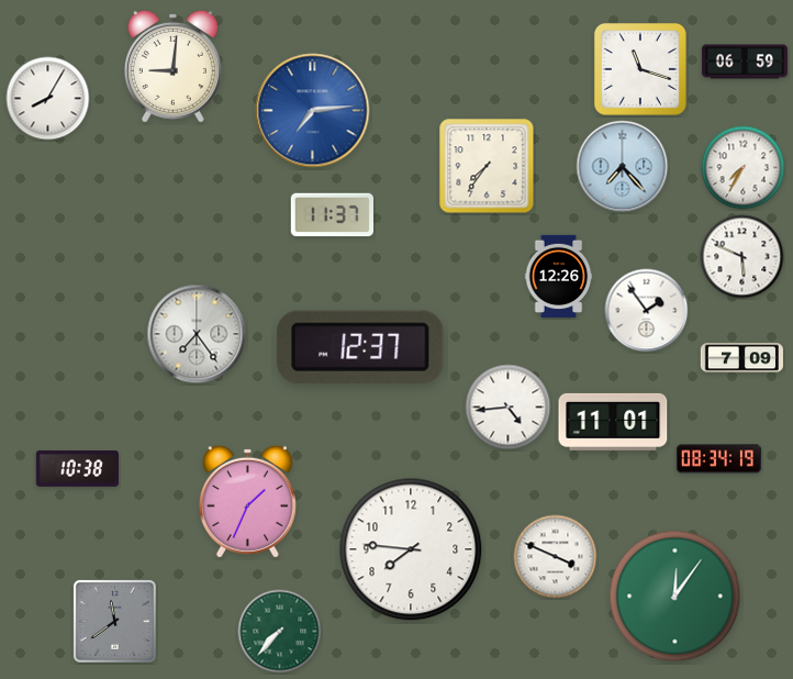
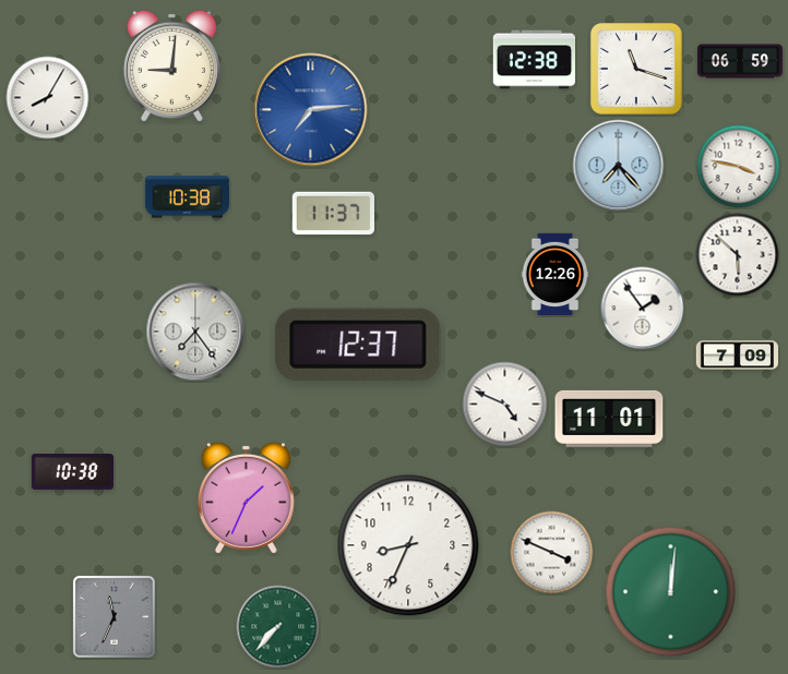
clock at (534, 60): none -> 12:38
clock at (487, 166): 7:36 -> none
clock at (744, 168): 7:35 -> 3:47
clock at (187, 197): none -> 10:38
clock at (332, 215) position: (332, 215) -> (333, 214)
clock at (742, 257): 5:49 -> 5:52
clock at (509, 408): 4:44 -> 4:49
clock at (718, 459): 08:34 -> none
clock at (77, 468) position: (77, 468) -> (72, 471)
clock at (411, 549): 7:46 -> 8:34
clock at (675, 597): 12:06 -> 12:01
clock at (114, 621): 11:39 -> 11:34
